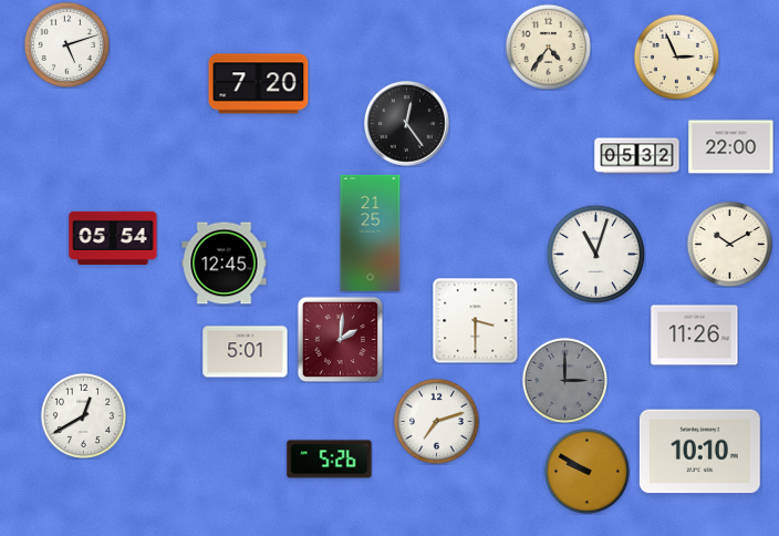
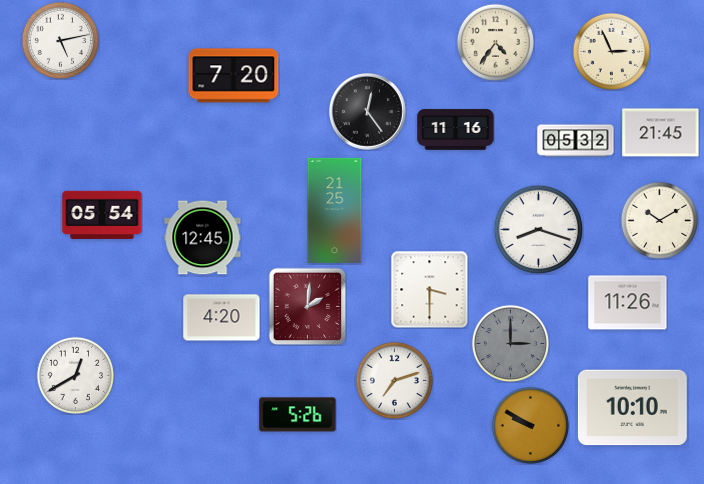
clock at (66, 44): 5:12 -> 5:13
clock at (456, 130): none -> 11:16
clock at (731, 147): 22:00 -> 21:45
clock at (595, 254): 11:03 -> 8:18
clock at (246, 352): 5:01 -> 4:20
